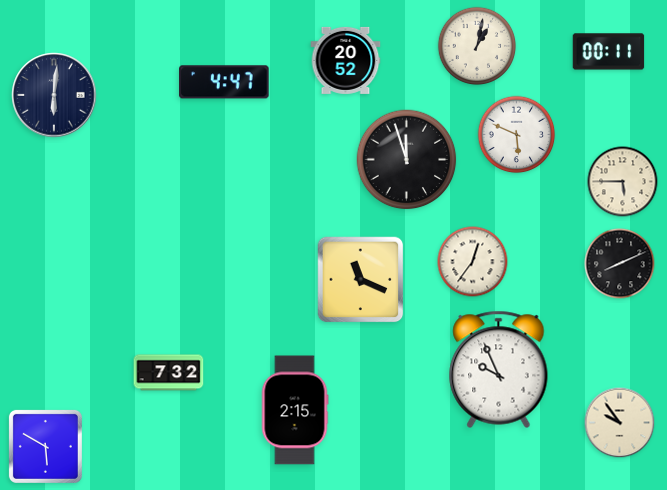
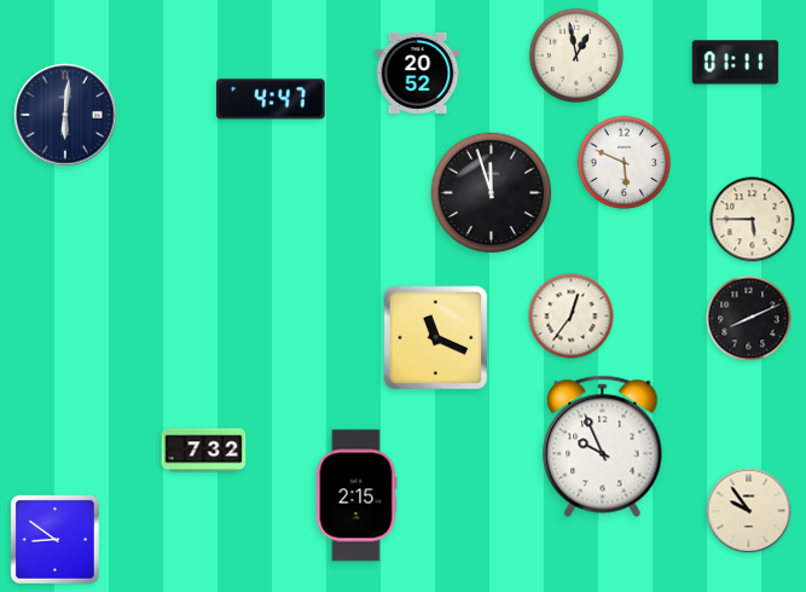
clock at (477, 46): 1:02 -> 12:58
clock at (609, 52): 00:11 -> 01:11
clock at (45, 446): 5:50 -> 8:51
